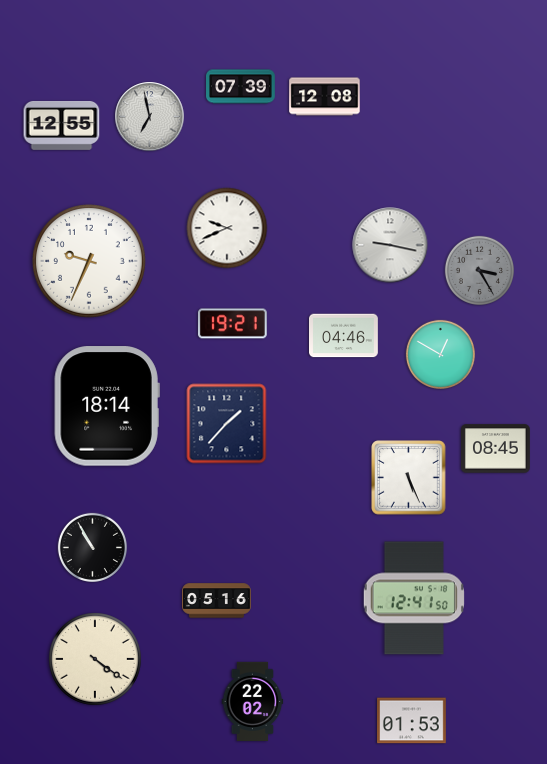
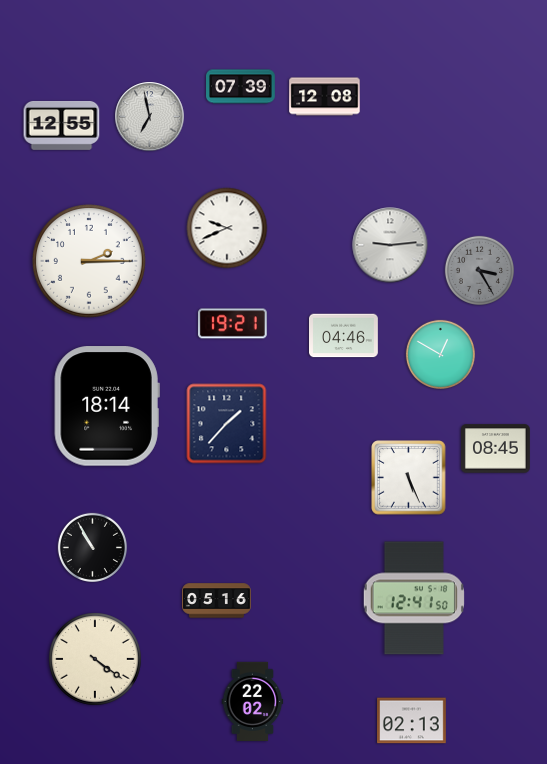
clock at (390, 245): 9:17 -> 9:14
clock at (90, 262): 9:34 -> 2:15
clock at (412, 721): 01:53 -> 02:13
